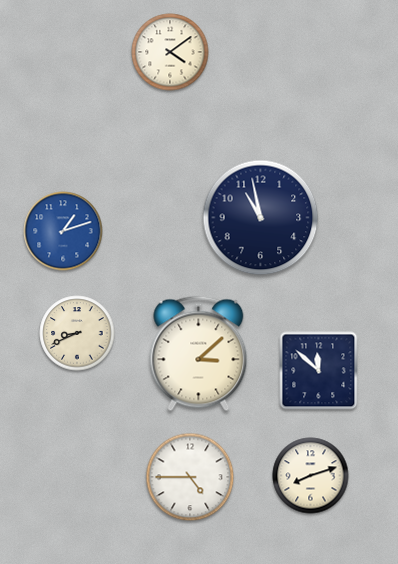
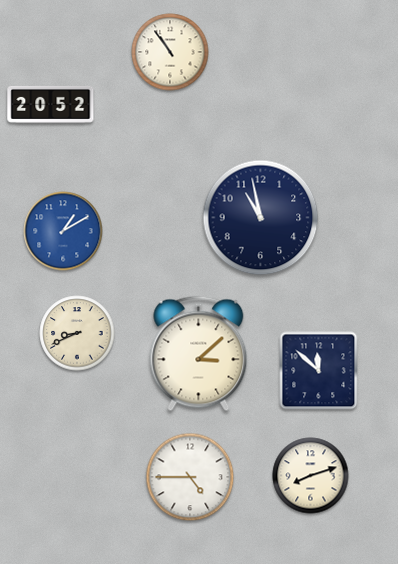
clock at (170, 52): 4:09 -> 10:54
clock at (51, 104): none -> 20:52
clock at (63, 231): 1:12 -> 1:10
